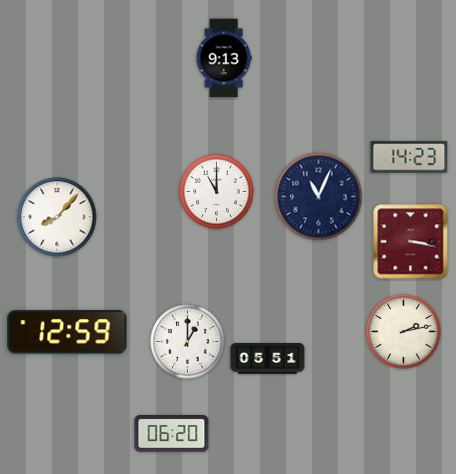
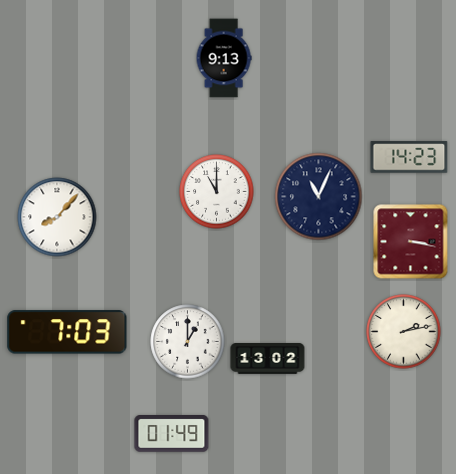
clock at (67, 332): 12:59 -> 7:03
clock at (268, 359): 05:51 -> 13:02
clock at (172, 434): 06:20 -> 01:49
